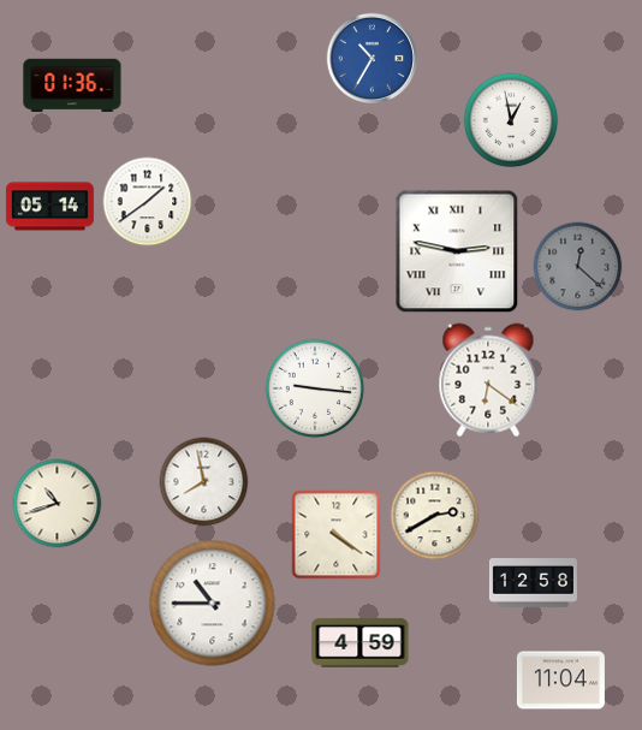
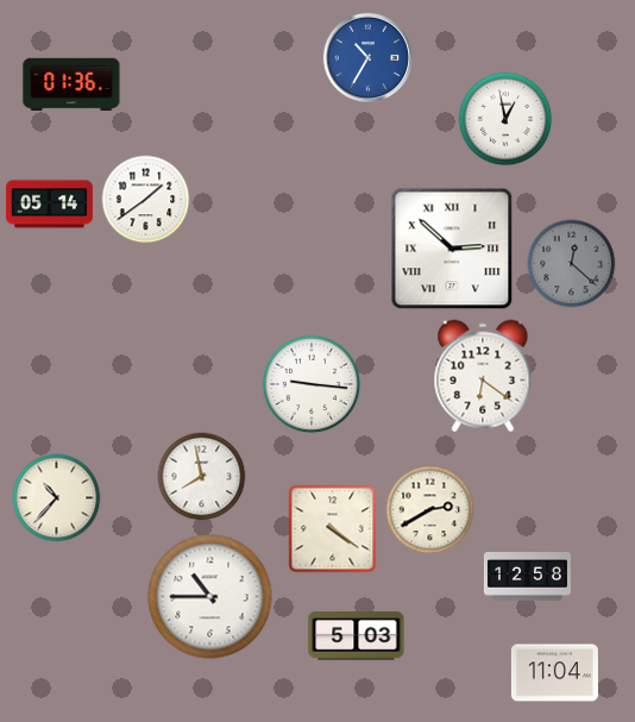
clock at (457, 251): 2:47 -> 2:52
clock at (58, 504): 10:42 -> 10:37
clock at (361, 643): 4:59 -> 5:03
